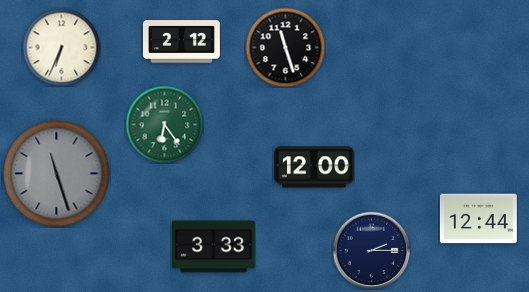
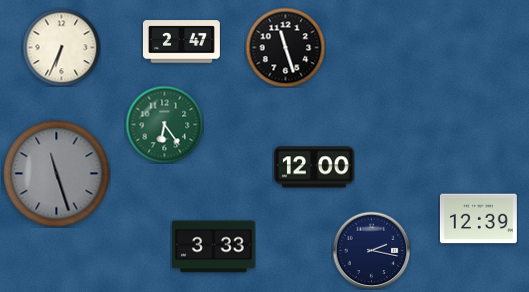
clock at (181, 42): 2:12 -> 2:47
clock at (478, 219): 12:44 -> 12:39
clock at (371, 250): 2:15 -> 2:17
